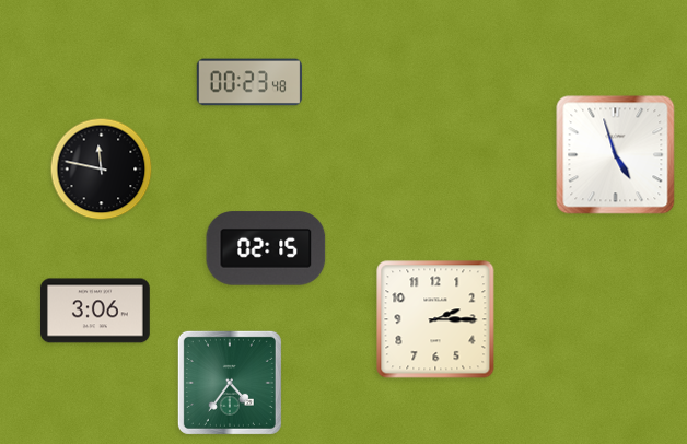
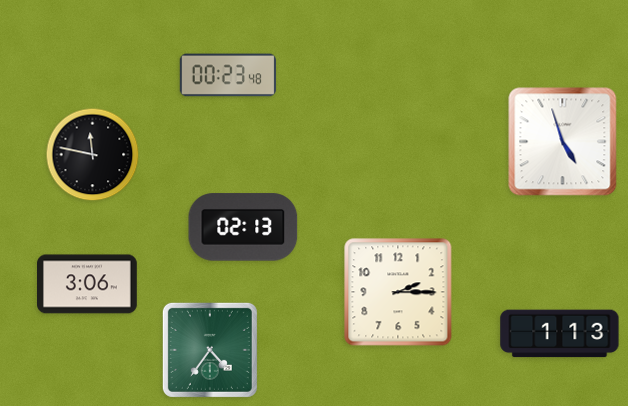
clock at (266, 248): 02:15 -> 02:13
clock at (560, 334): none -> 1:13
